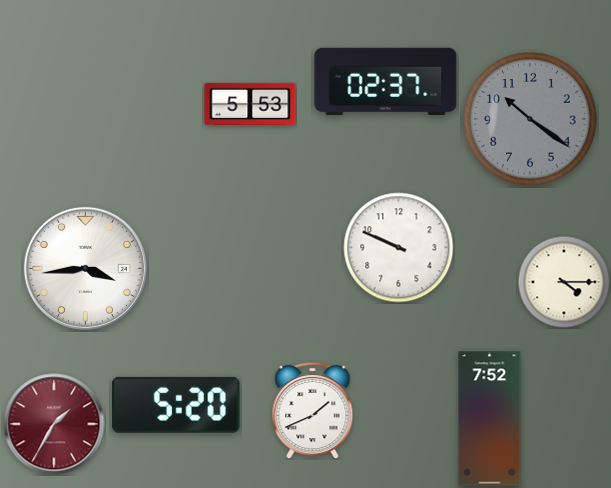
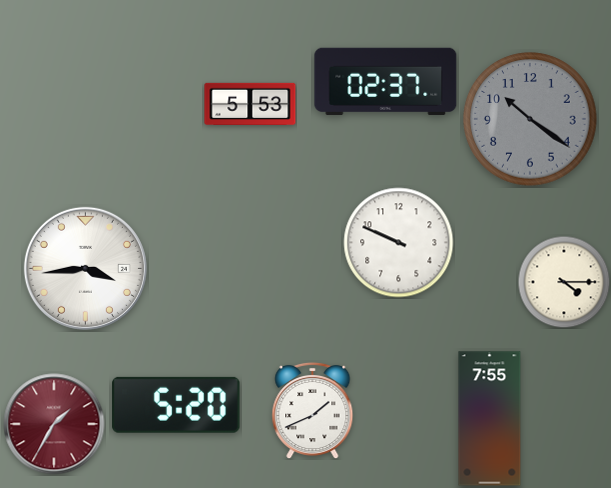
clock at (399, 248) position: (399, 248) -> (399, 243)
clock at (490, 419): 7:52 -> 7:55
